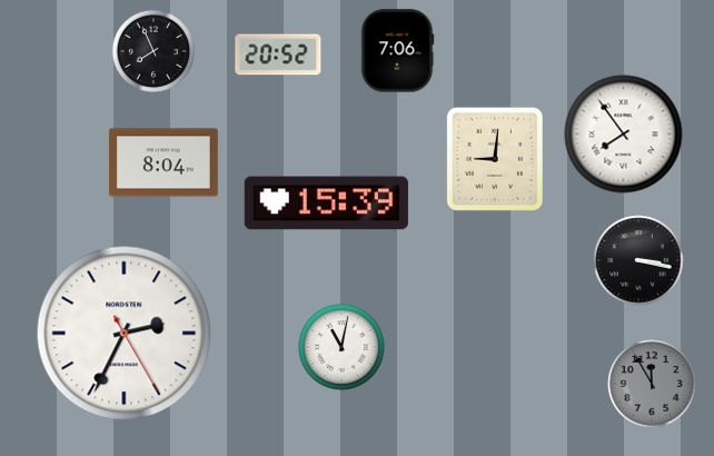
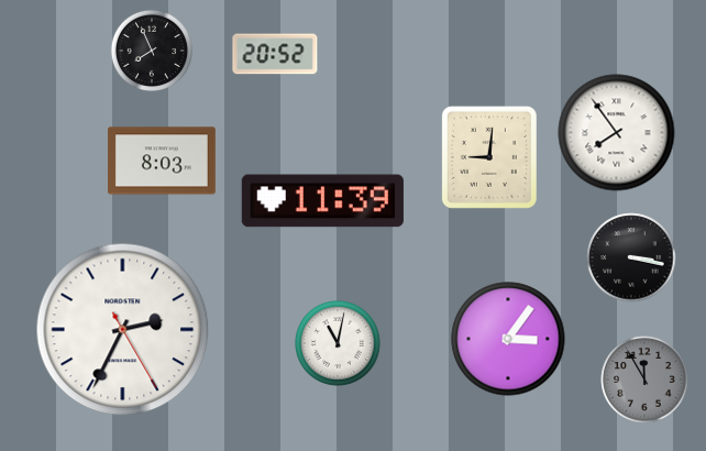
clock at (397, 51): 7:06 -> none
clock at (165, 162): 8:04 -> 8:03
clock at (326, 204): 15:39 -> 11:39
clock at (508, 339): none -> 3:06
